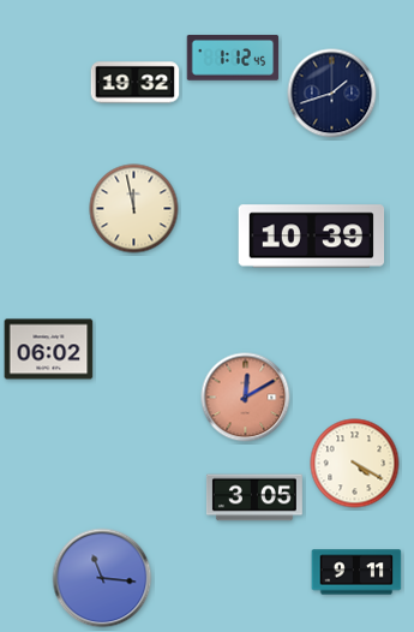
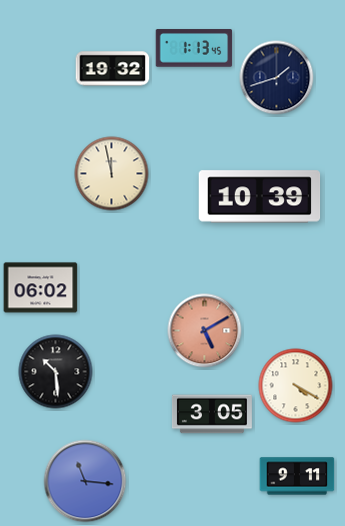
clock at (233, 58): 1:12 -> 1:13
clock at (49, 350) position: (49, 350) -> (41, 288)
clock at (246, 398): 12:10 -> 5:10
clock at (56, 372): none -> 10:29
